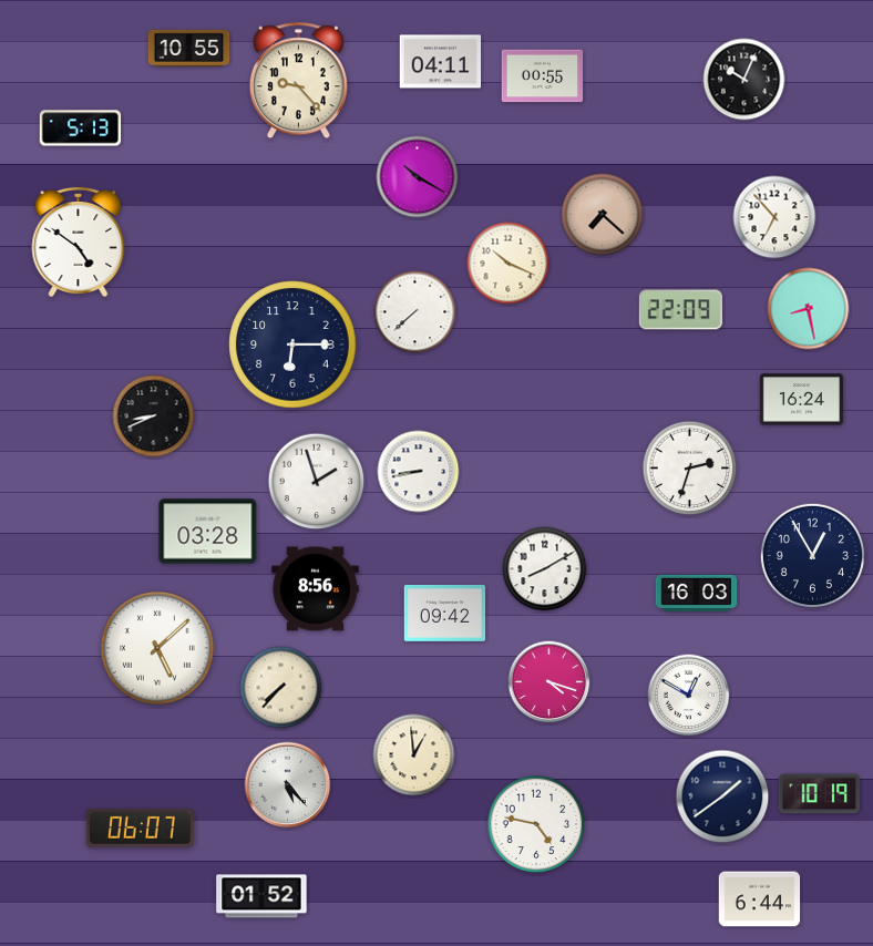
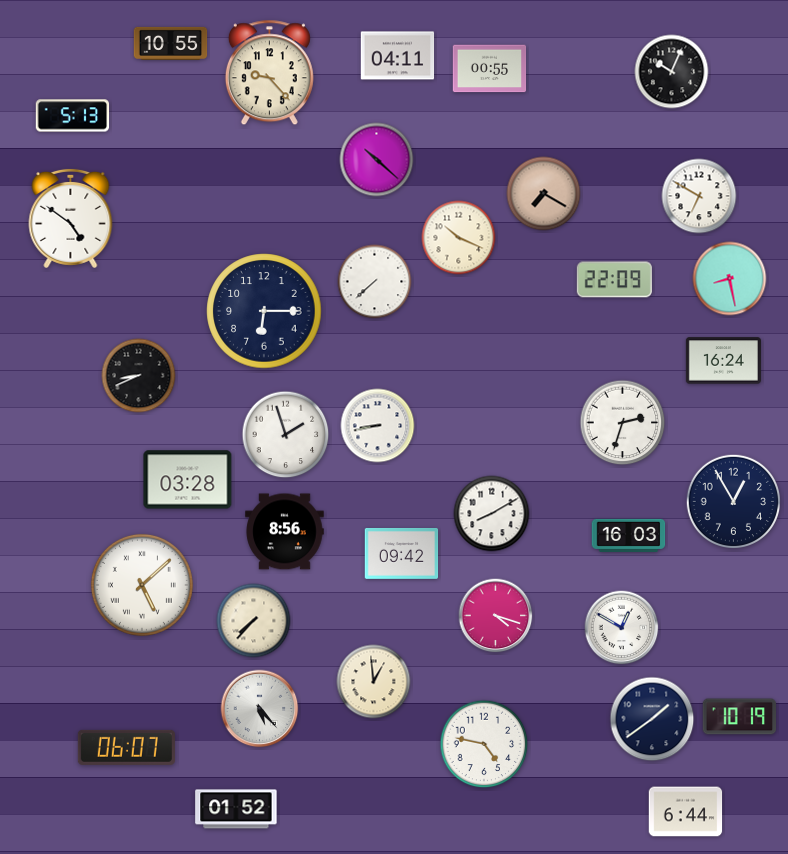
clock at (418, 177): 10:20 -> 10:22
clock at (603, 215): 7:22 -> 7:20
clock at (774, 217): 6:53 -> 6:50
